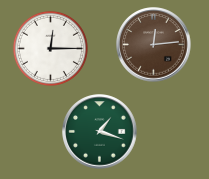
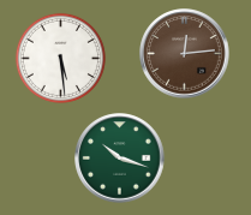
clock at (50, 48): 12:15 -> 5:29
clock at (100, 132): 1:18 -> 10:18
